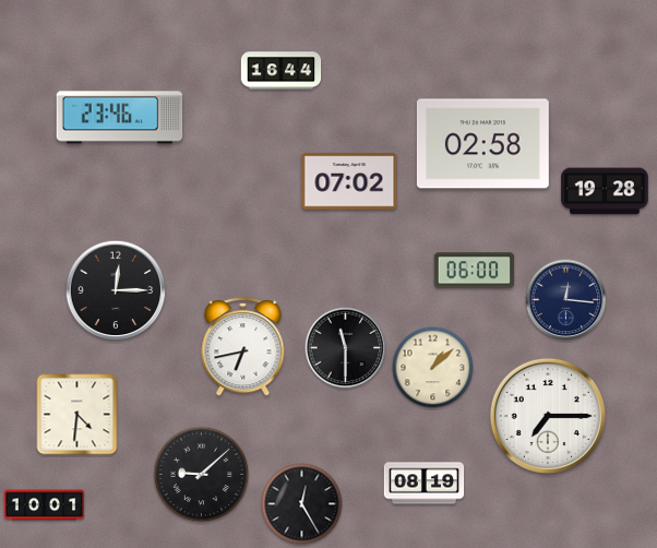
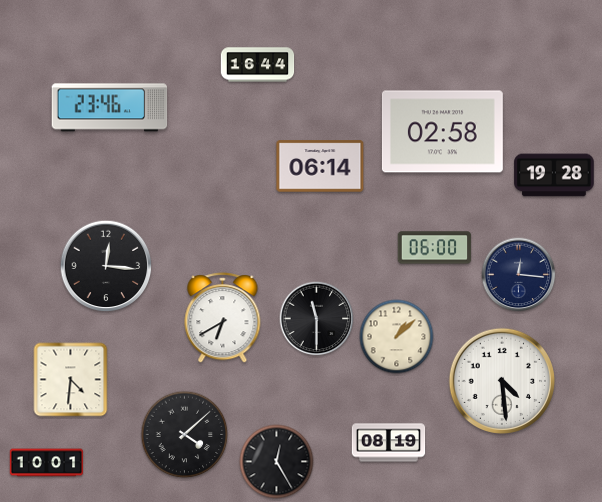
clock at (349, 181): 07:02 -> 06:14
clock at (116, 290): 12:15 -> 12:16
clock at (243, 347): 6:43 -> 6:40
clock at (547, 415): 7:15 -> 4:29
clock at (202, 475): 9:08 -> 4:08
clock at (45, 505) position: (45, 505) -> (47, 463)
